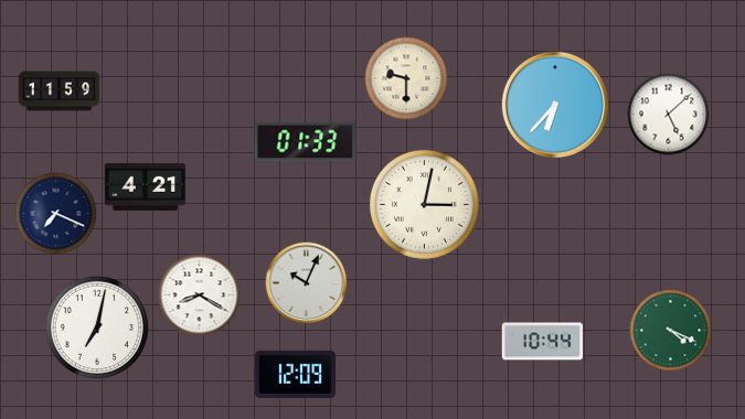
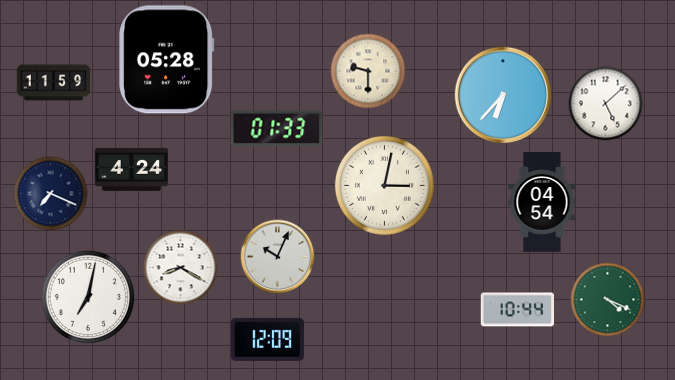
clock at (167, 60): none -> 05:28
clock at (146, 186): 4:21 -> 4:24
clock at (542, 202): none -> 04:54
clock at (542, 342) position: (542, 342) -> (517, 310)
